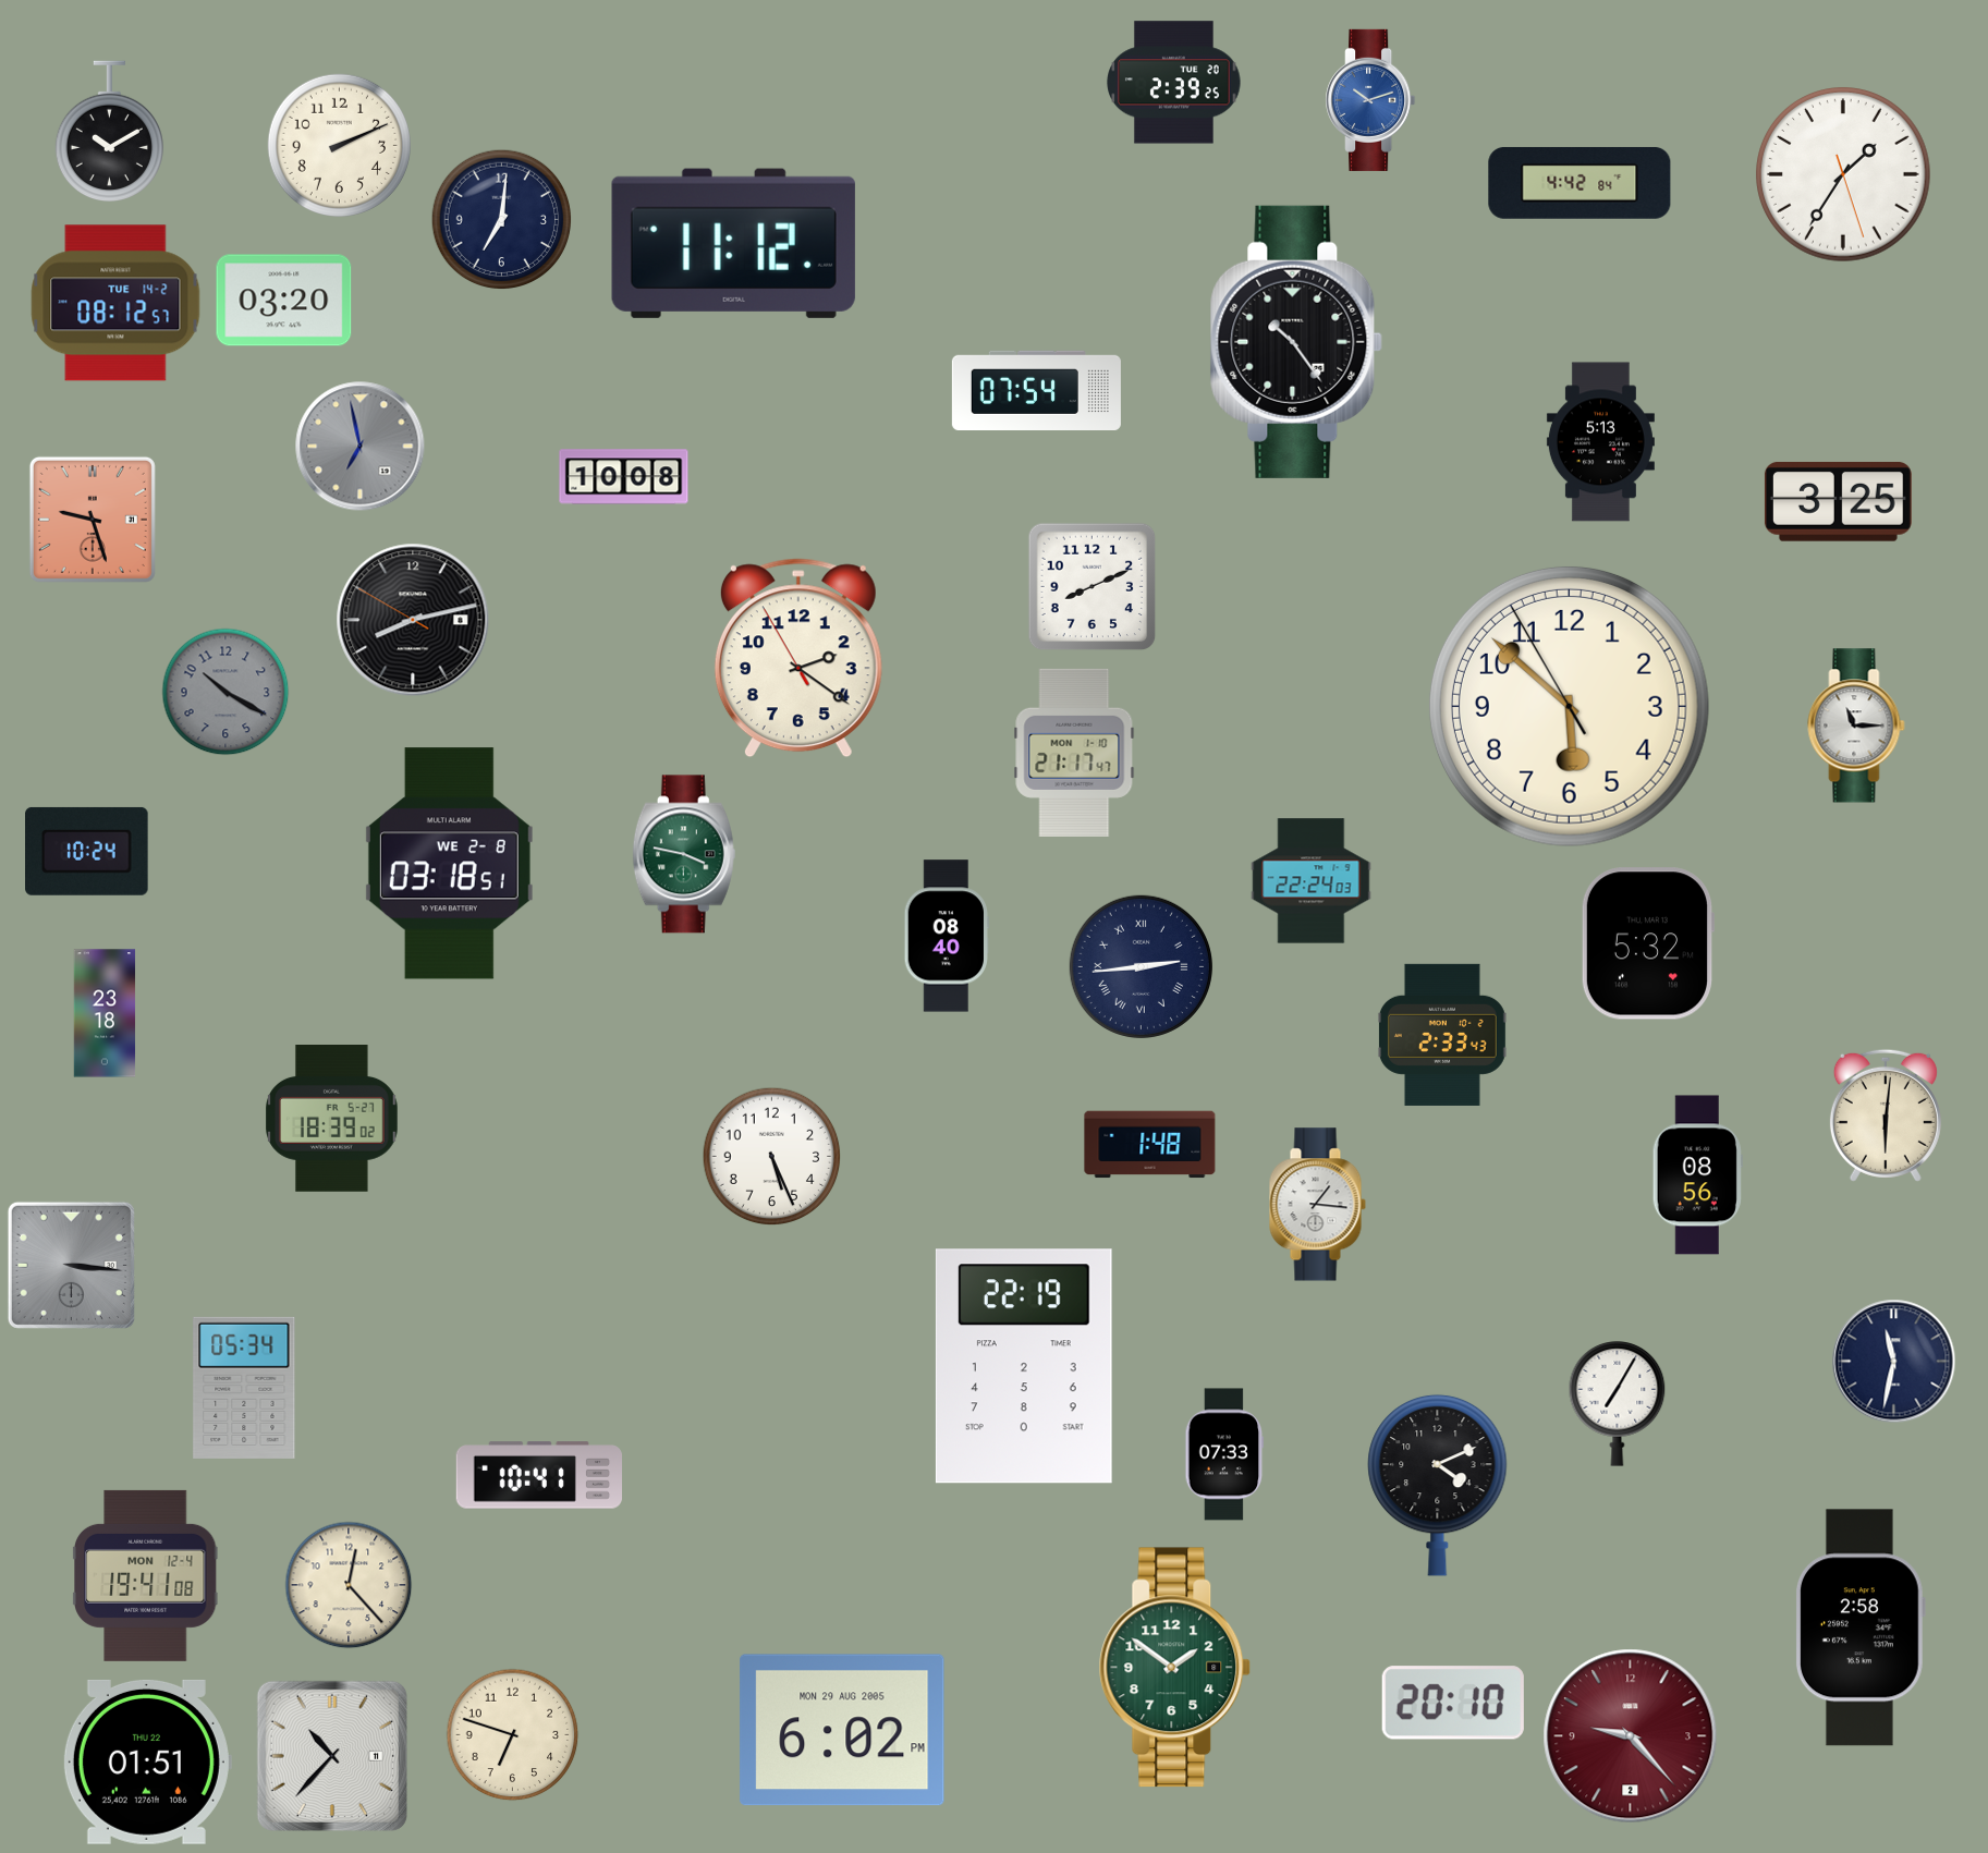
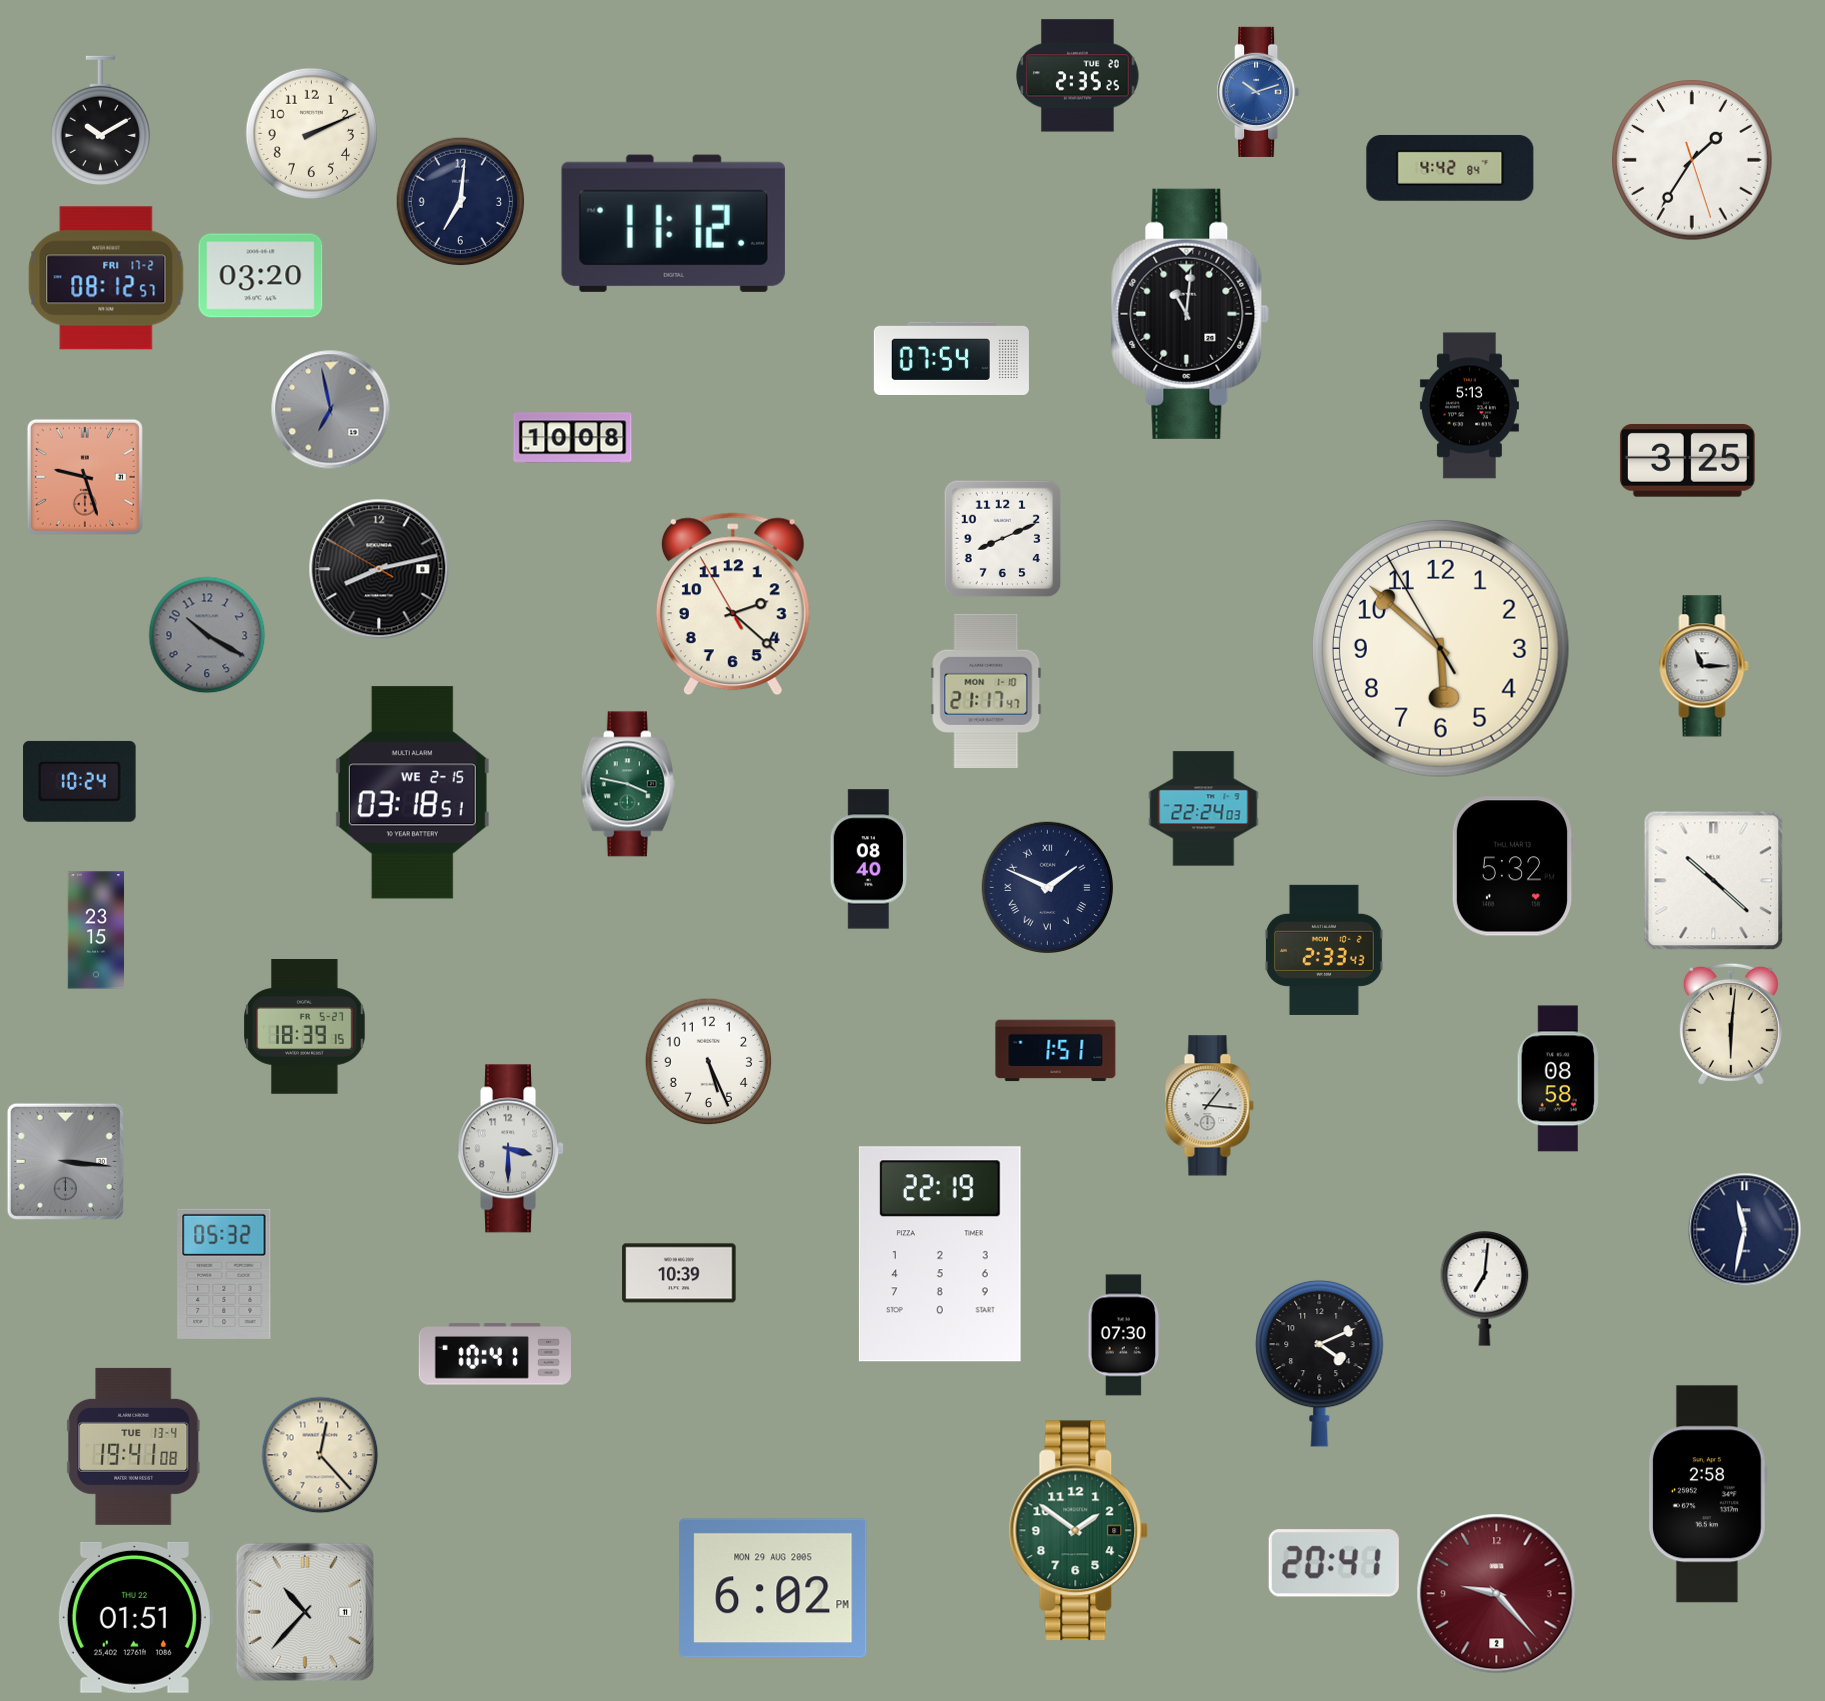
clock at (1174, 83): 2:39 -> 2:35
clock at (115, 303) date: TUE 14-2 -> FRI 17-2
clock at (1296, 342): 10:24 -> 11:01
clock at (798, 658): 2:20 -> 2:21
clock at (449, 864) date: WE 2-8 -> WE 2-15
clock at (1714, 881): none -> 10:22
clock at (1141, 966): 2:44 -> 1:49
clock at (105, 1013): 23:18 -> 23:15
clock at (332, 1119): 18:39:02 -> 18:39:15
clock at (1150, 1145): 1:48 -> 1:51
clock at (1697, 1175): 08:56 -> 08:58
clock at (511, 1149): none -> 3:30
clock at (1894, 1362) position: (1894, 1362) -> (1745, 1230)
clock at (679, 1273): none -> 10:39
clock at (244, 1388): 05:34 -> 05:32
clock at (1618, 1404): 7:05 -> 7:01
clock at (1224, 1454): 07:33 -> 07:30
clock at (146, 1575) date: MON 12-4 -> TUE 13-4
clock at (1453, 1703): 20:10 -> 20:41
clock at (513, 1735): 6:48 -> none
